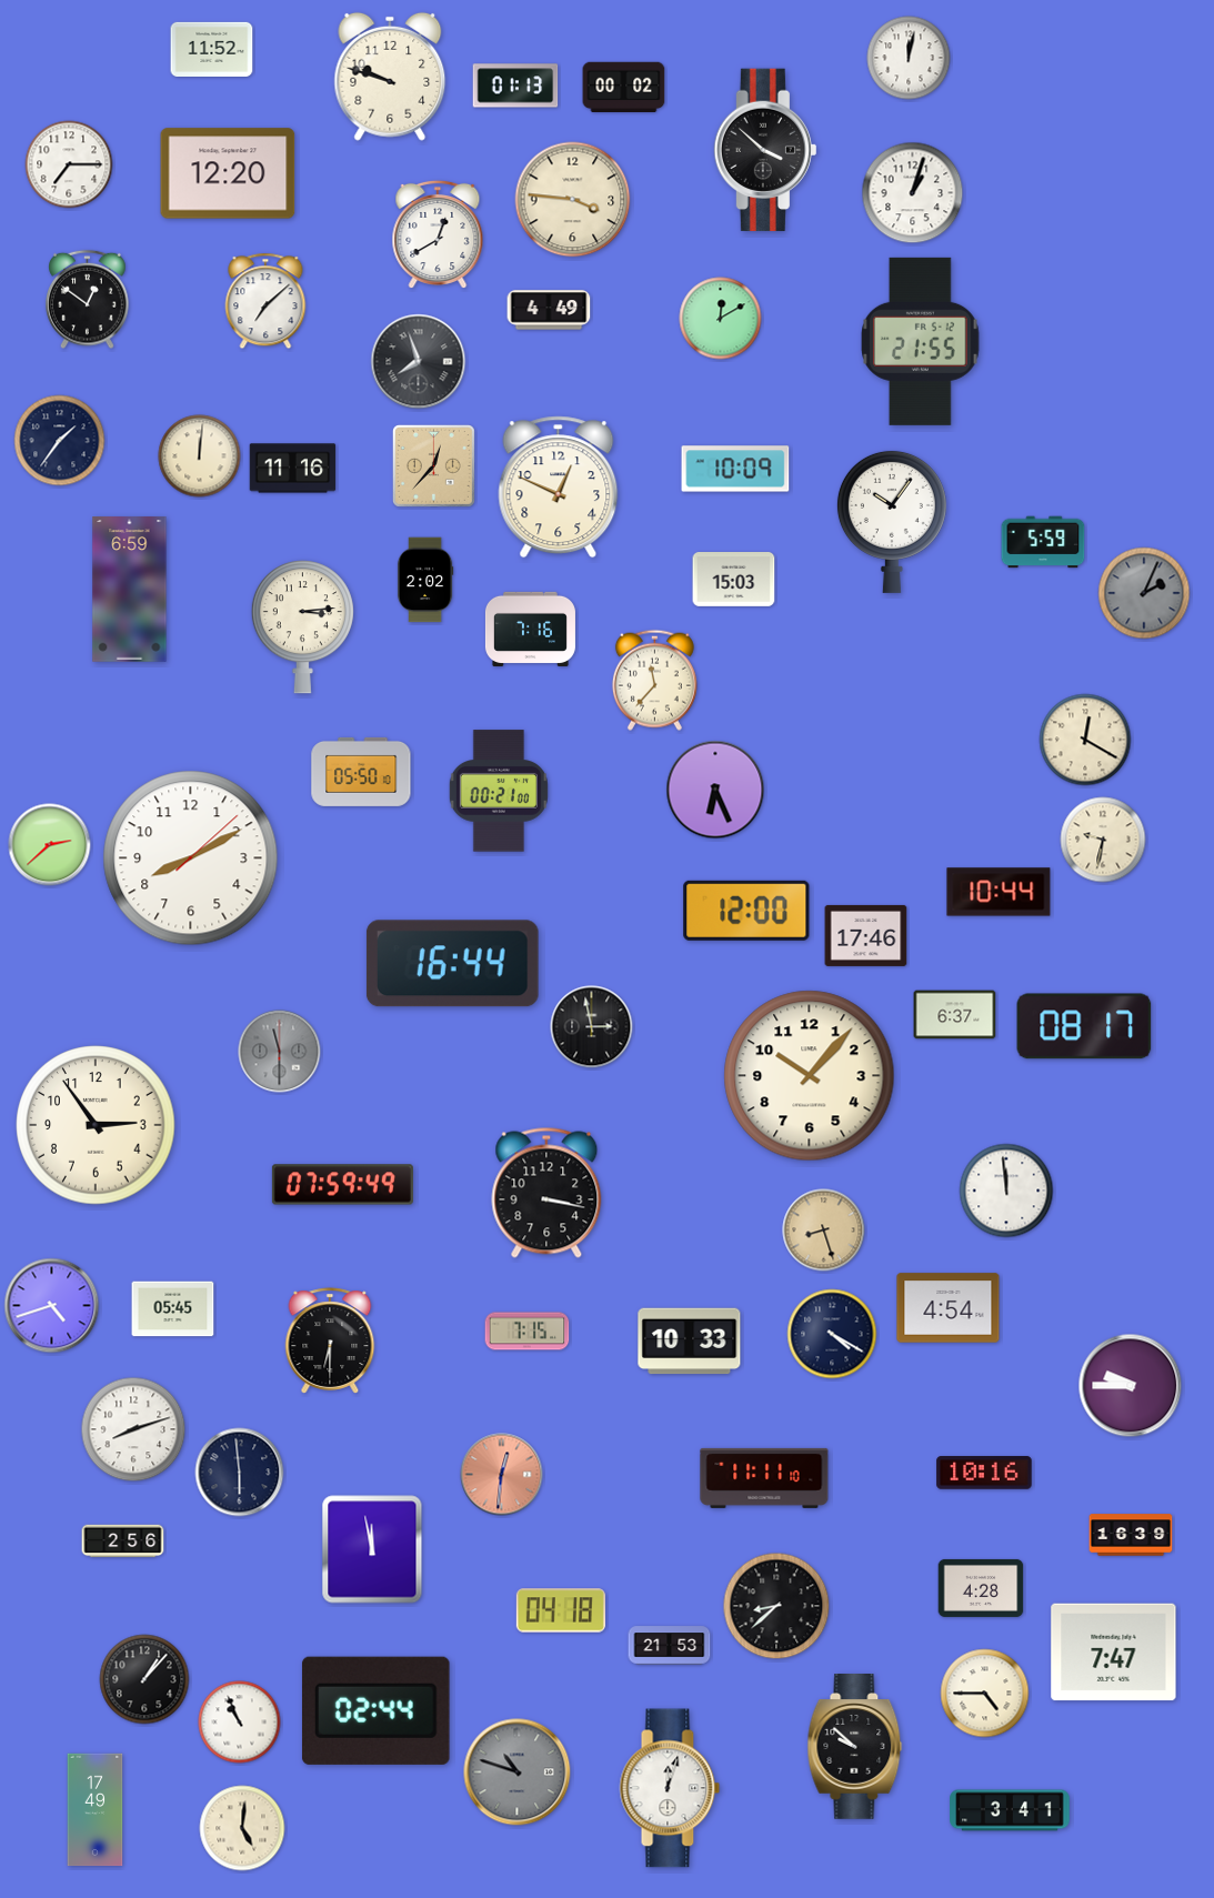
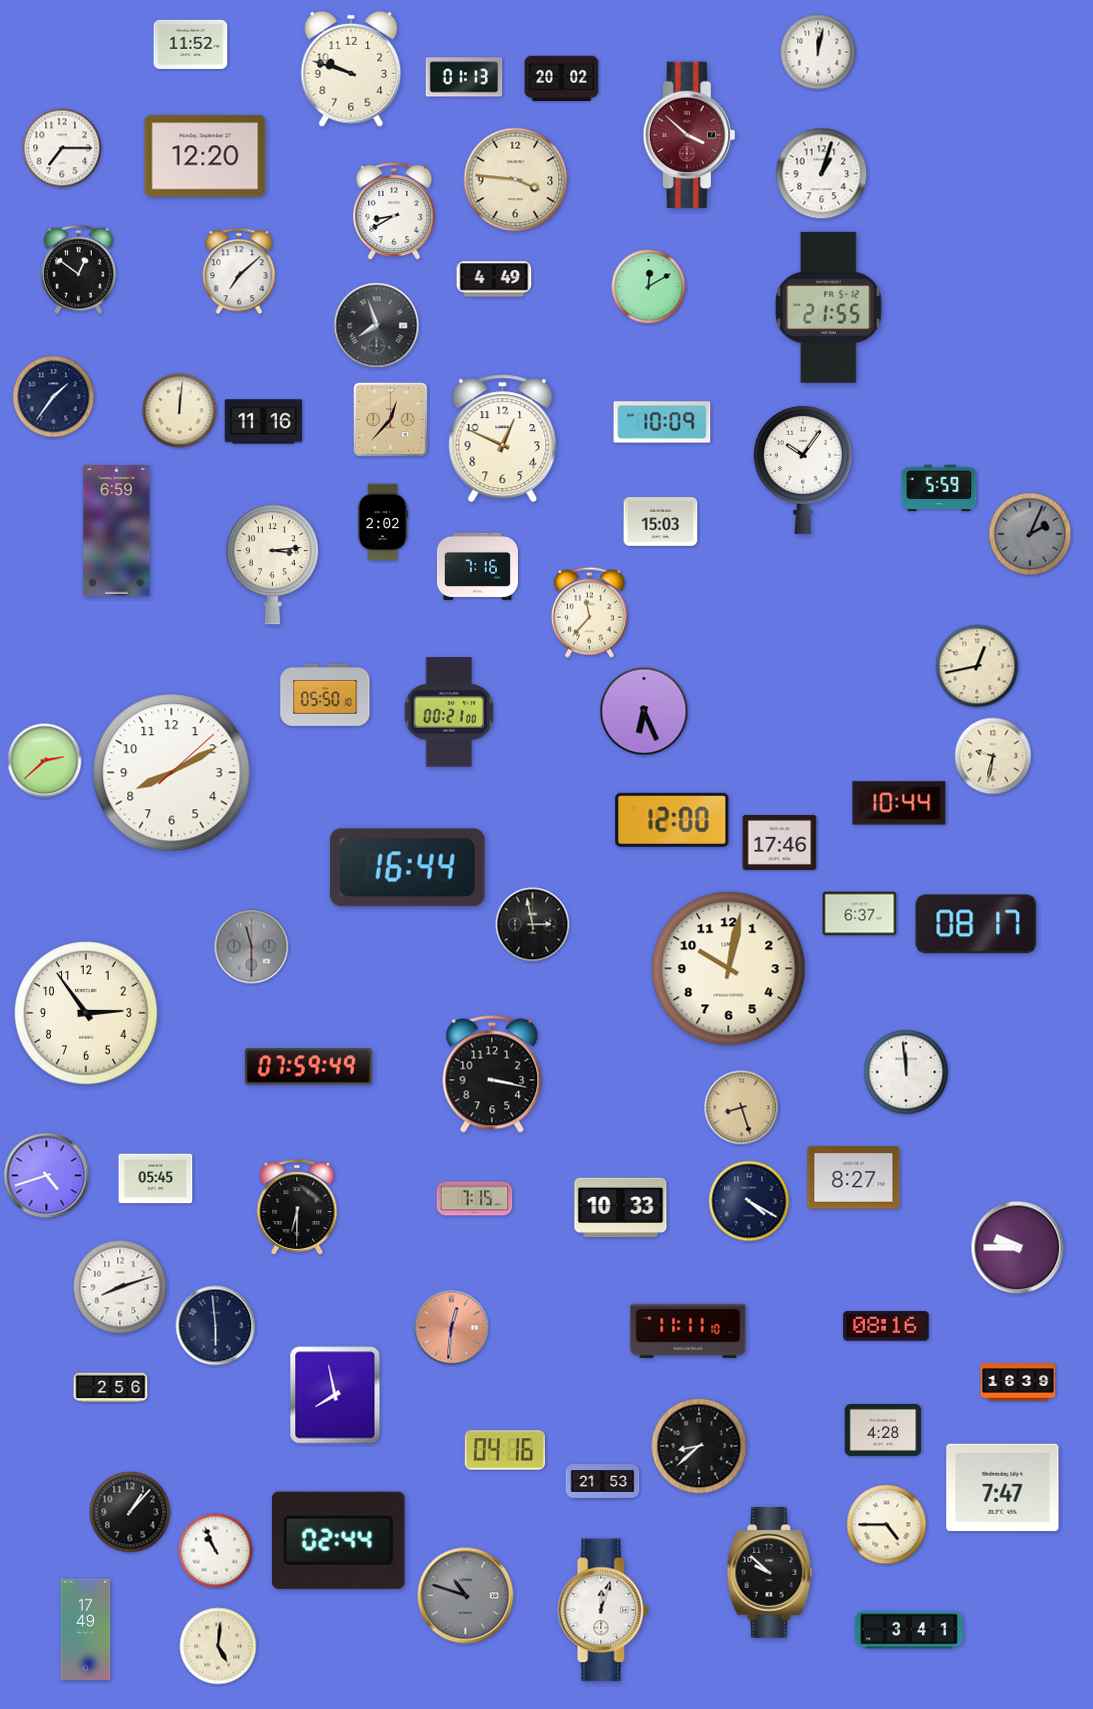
clock at (624, 88): 00:02 -> 20:02
clock at (765, 150) dial: black -> burgundy
clock at (438, 234): 12:40 -> 8:40
clock at (1085, 740): 12:20 -> 12:43
clock at (810, 1076): 10:07 -> 10:02
clock at (949, 1308): 4:54 -> 8:27
clock at (984, 1473): 10:16 -> 08:16
clock at (372, 1549): 11:58 -> 7:58
clock at (561, 1610): 04:18 -> 04:16
